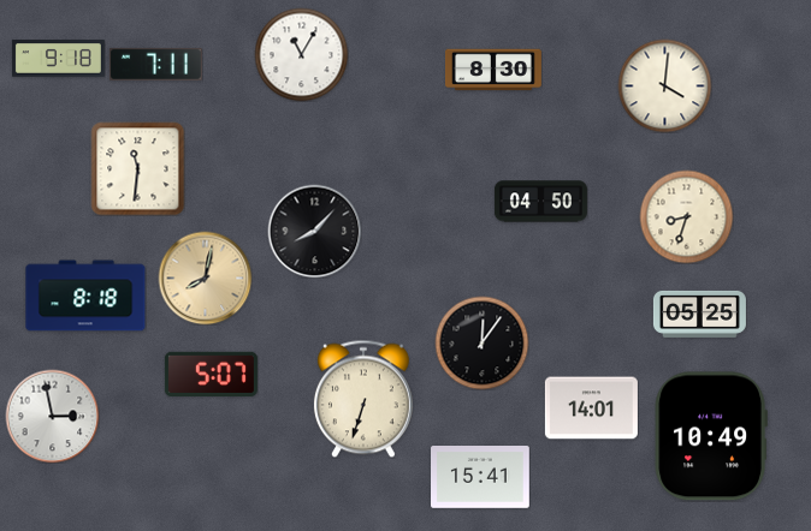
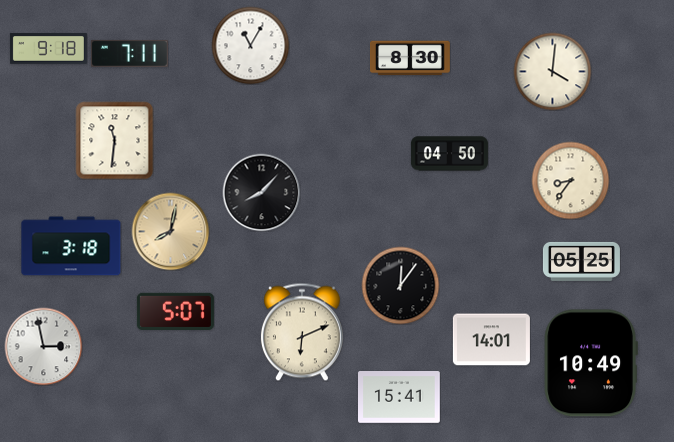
clock at (540, 202) position: (540, 202) -> (449, 154)
clock at (686, 216): 8:33 -> 8:36
clock at (85, 296): 8:18 -> 3:18
clock at (363, 399): 6:33 -> 6:11
